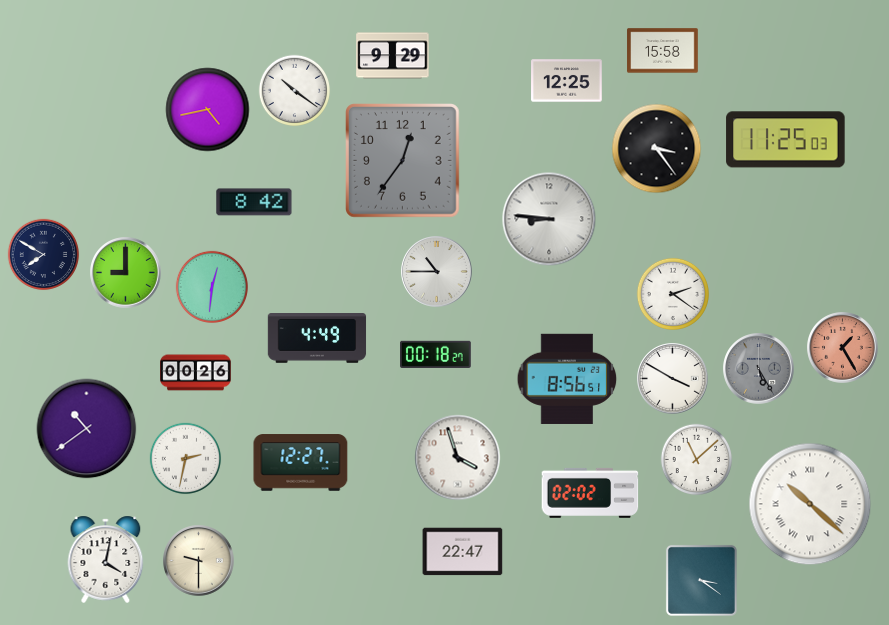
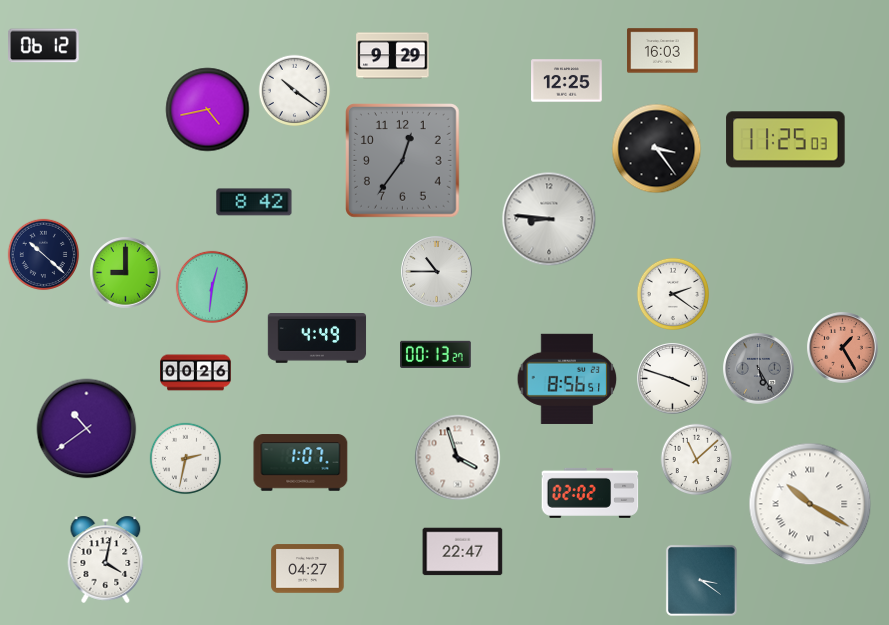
clock at (44, 46): none -> 06:12
clock at (663, 51): 15:58 -> 16:03
clock at (44, 255): 7:50 -> 10:22
clock at (436, 354): 00:18 -> 00:13
clock at (673, 379): 3:50 -> 3:48
clock at (301, 463): 12:27 -> 1:07
clock at (810, 504): 10:22 -> 10:20
clock at (199, 561): 9:30 -> none
clock at (308, 569): none -> 04:27
